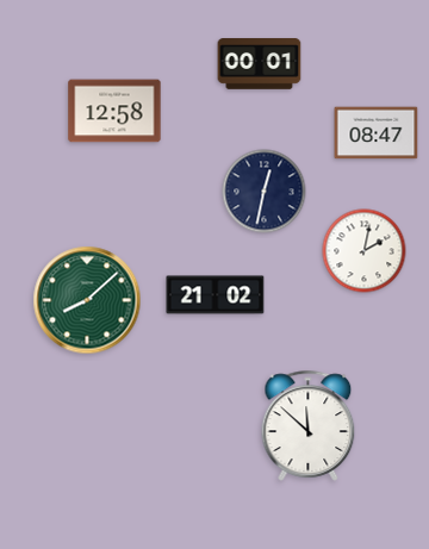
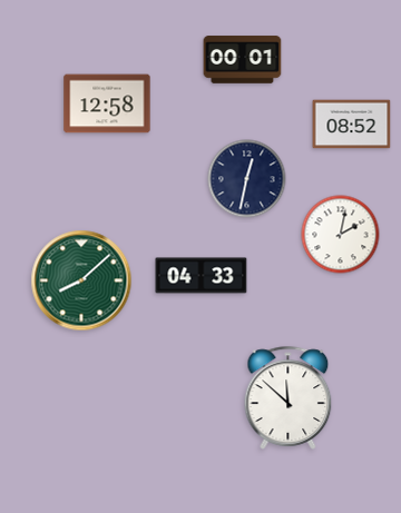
clock at (377, 133): 08:47 -> 08:52
clock at (216, 295): 21:02 -> 04:33
